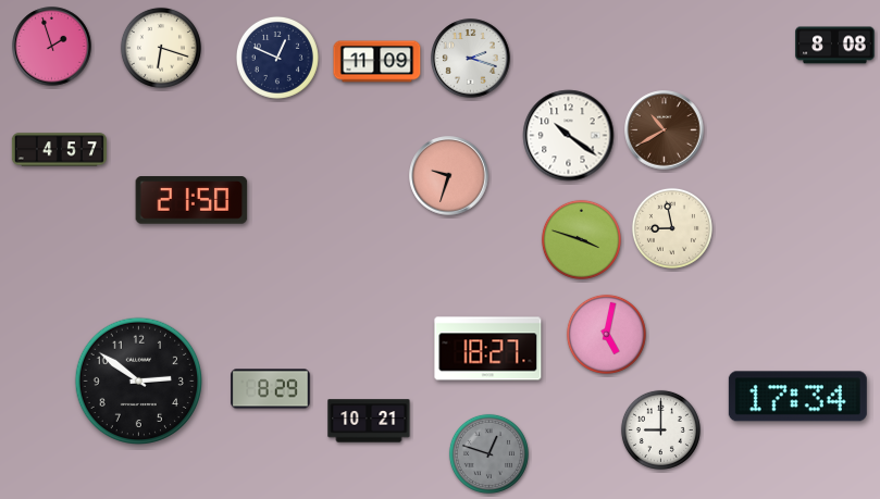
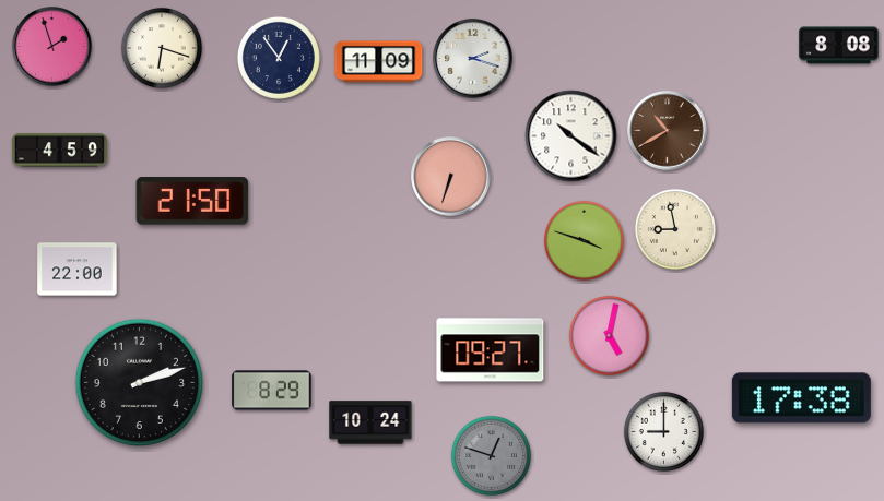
clock at (277, 58): 12:49 -> 12:54
clock at (59, 150): 4:57 -> 4:59
clock at (449, 176): 9:33 -> 6:33
clock at (78, 270): none -> 22:00
clock at (488, 349): 18:27 -> 09:27
clock at (139, 382): 2:51 -> 2:12
clock at (797, 397): 17:34 -> 17:38
clock at (369, 421): 10:21 -> 10:24
